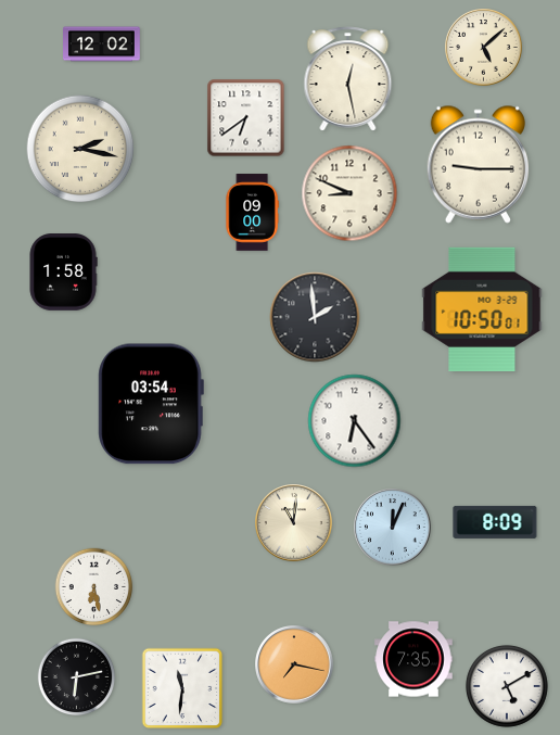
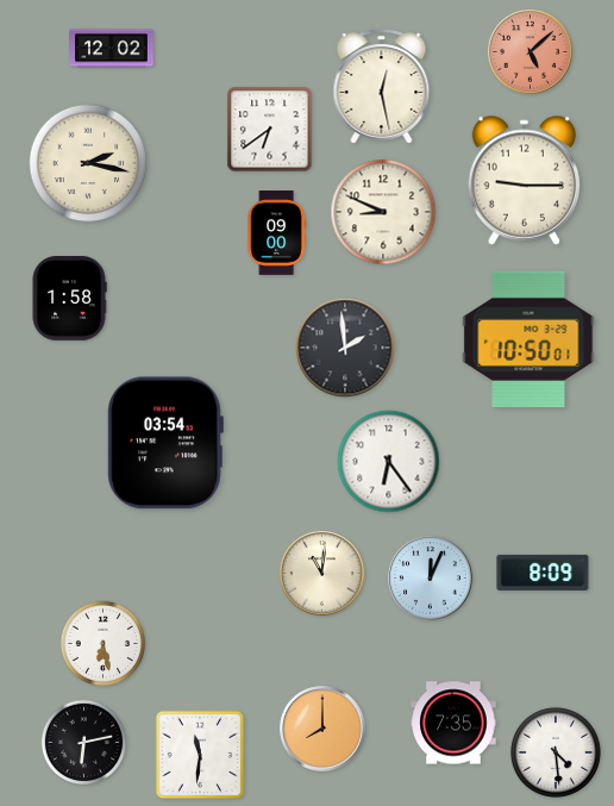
clock at (484, 48) dial: cream -> salmon
clock at (294, 664): 7:17 -> 8:00
clock at (507, 686): 5:10 -> 4:29
